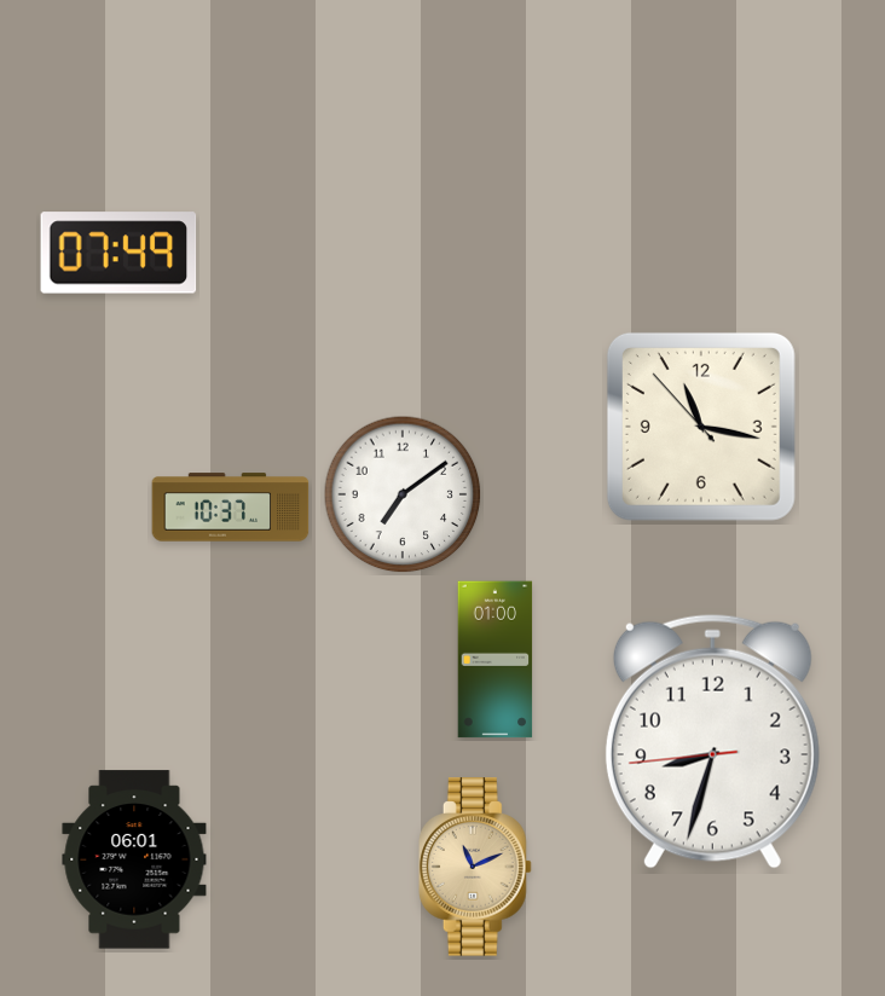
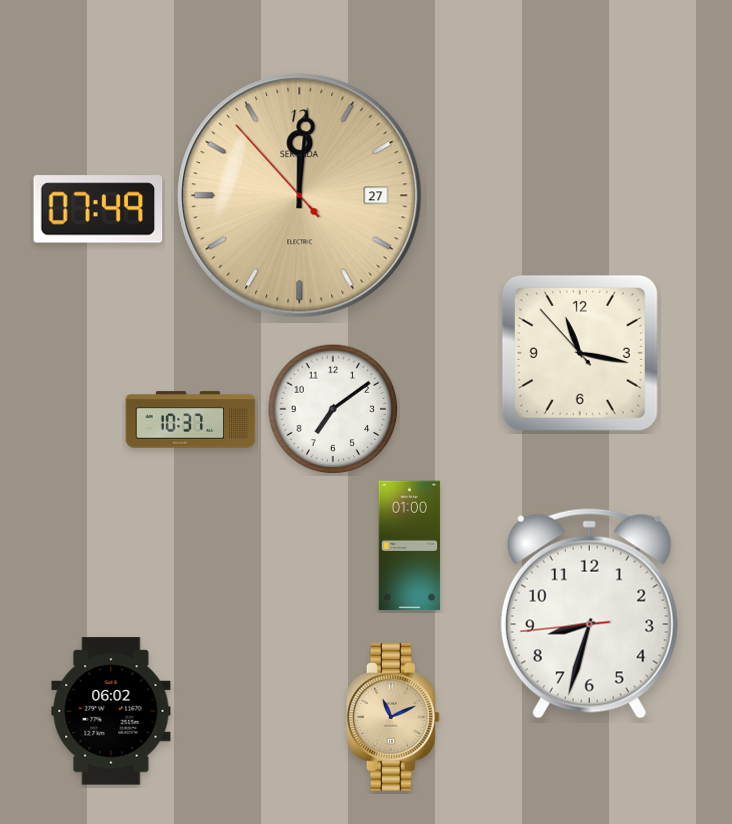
clock at (300, 196): none -> 12:00
clock at (134, 859): 06:01 -> 06:02
